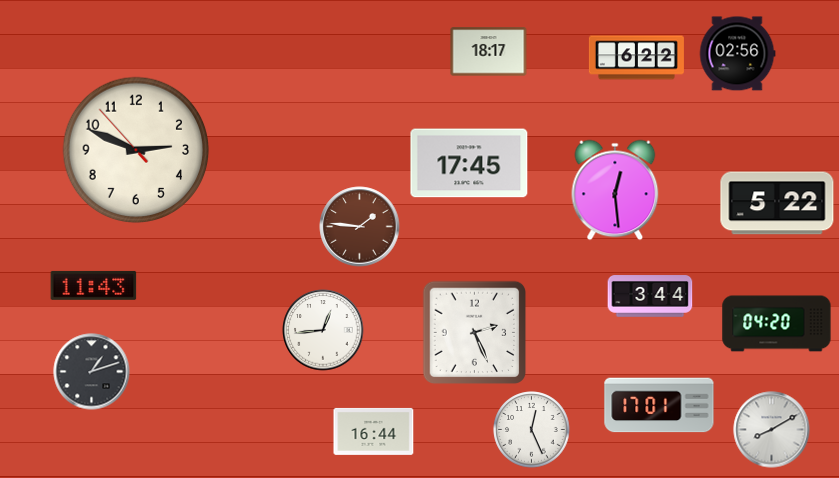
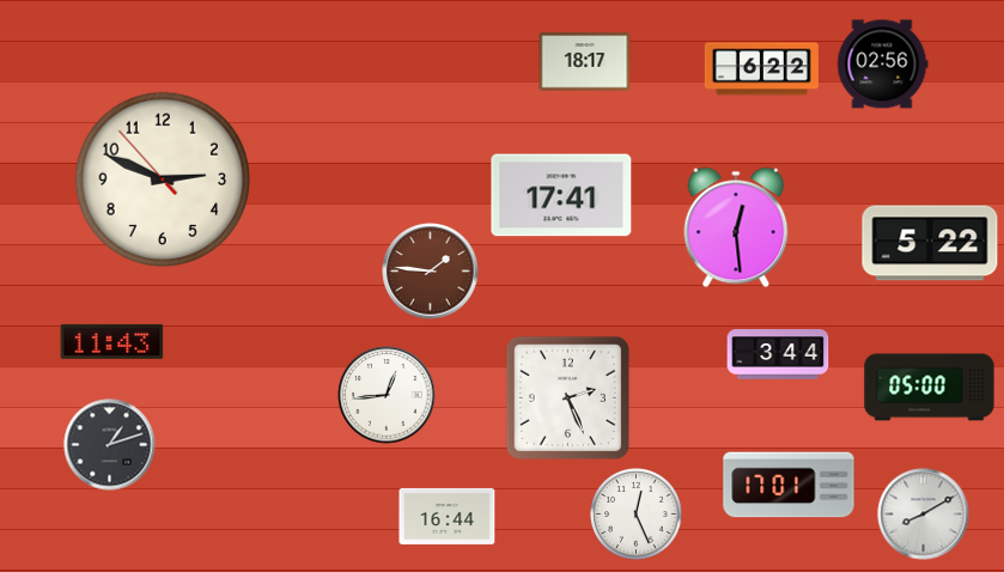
clock at (469, 163): 17:45 -> 17:41
clock at (777, 324): 04:20 -> 05:00
